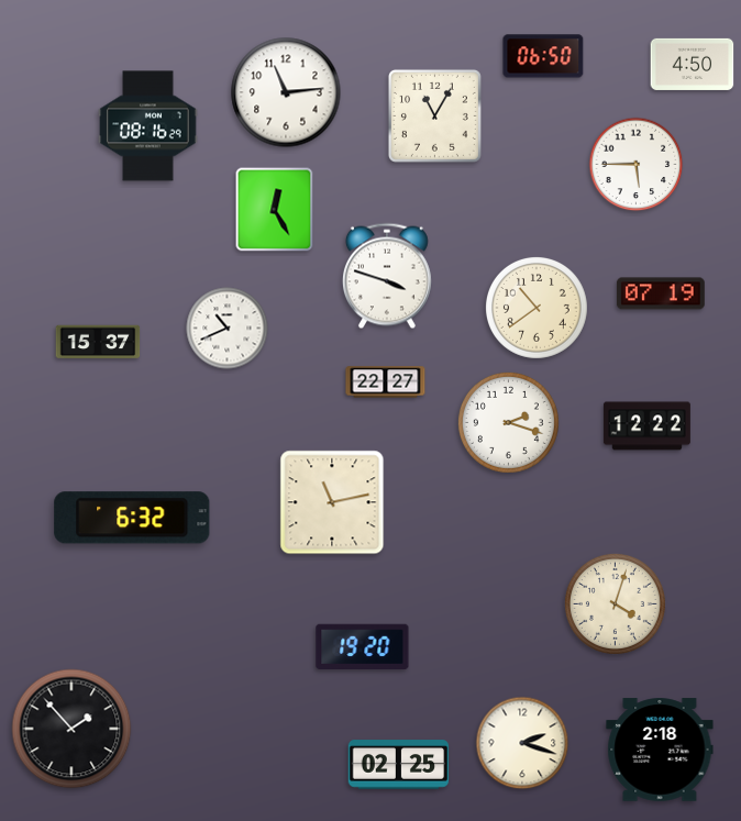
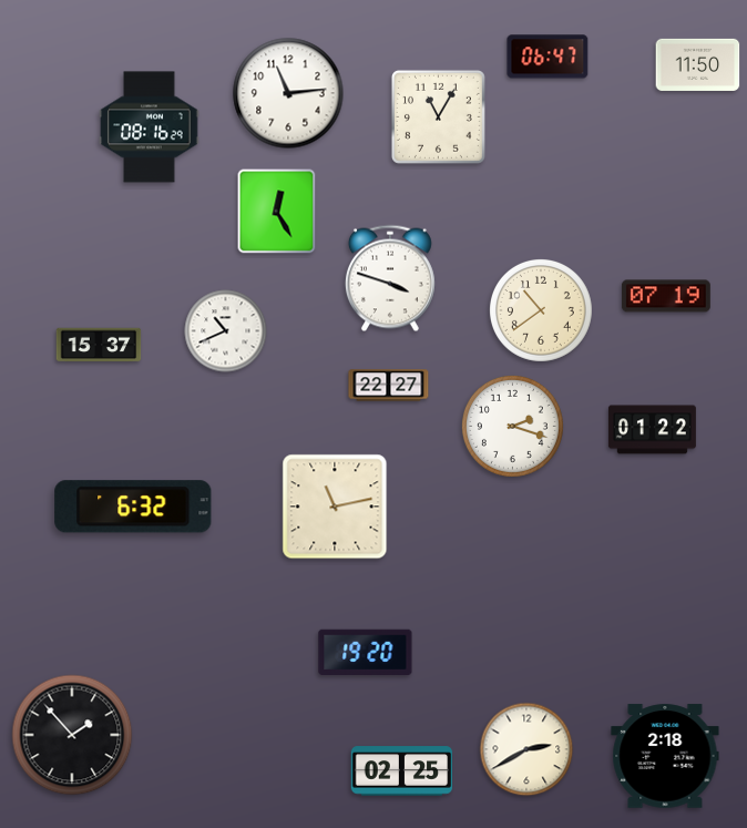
clock at (543, 56): 06:50 -> 06:47
clock at (693, 64): 4:50 -> 11:50
clock at (637, 165): 5:45 -> none
clock at (228, 329) position: (228, 329) -> (226, 331)
clock at (646, 426): 12:22 -> 01:22
clock at (132, 518) position: (132, 518) -> (133, 507)
clock at (615, 603): 4:03 -> none
clock at (522, 743): 2:18 -> 2:40
